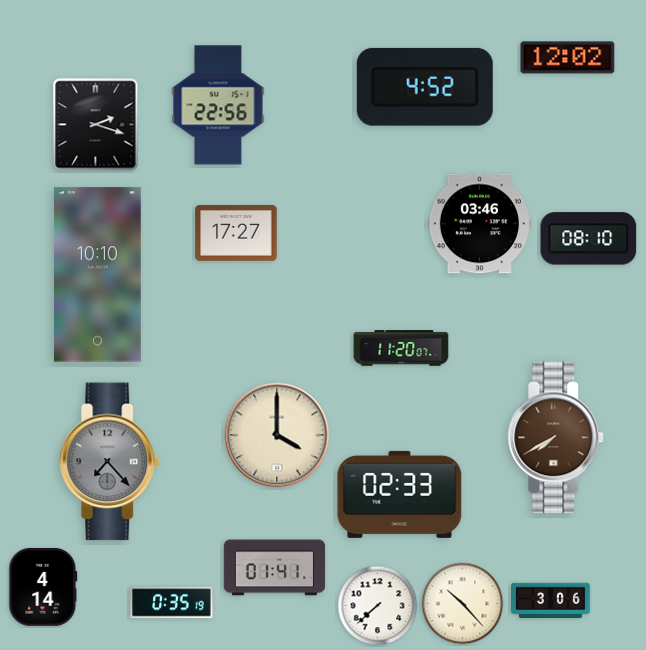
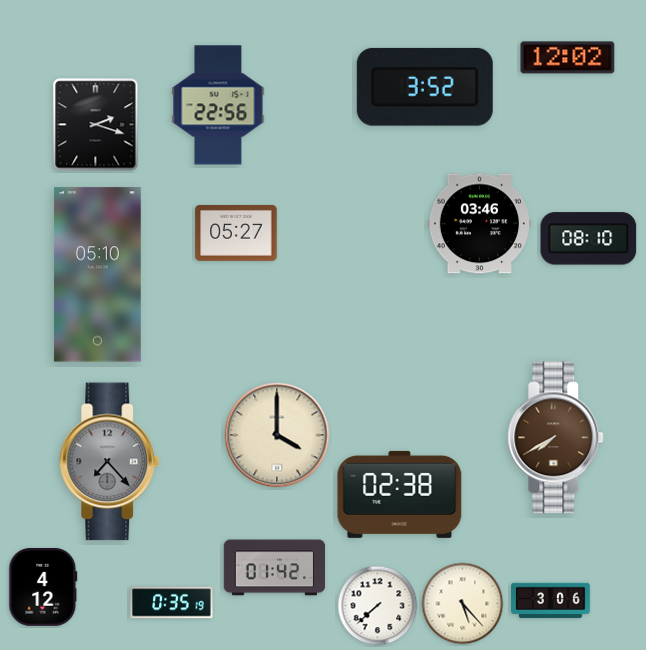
clock at (425, 87): 4:52 -> 3:52
clock at (236, 233): 17:27 -> 05:27
clock at (97, 275): 10:10 -> 05:10
clock at (401, 348): 11:20 -> none
clock at (400, 494): 02:33 -> 02:38
clock at (275, 568): 01:41 -> 01:42
clock at (43, 587): 4:14 -> 4:12
clock at (463, 604): 10:23 -> 5:23
